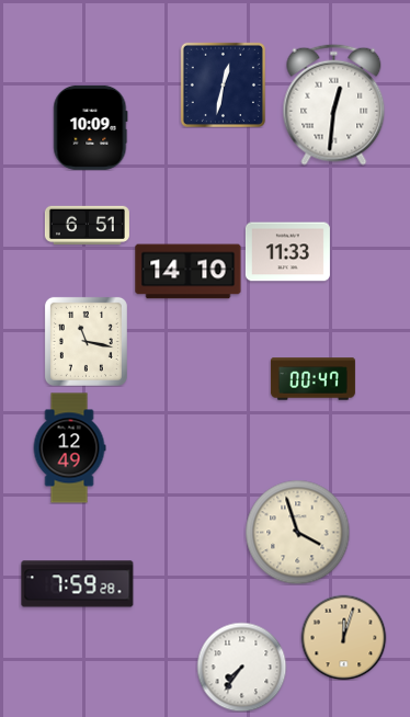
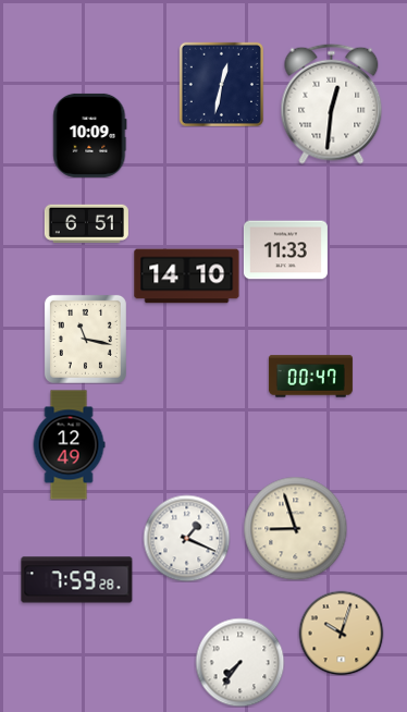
clock at (91, 127) position: (91, 127) -> (90, 135)
clock at (189, 272) position: (189, 272) -> (187, 277)
clock at (297, 532): 3:57 -> 8:57
clock at (186, 538): none -> 1:19
clock at (343, 637): 12:03 -> 10:03
